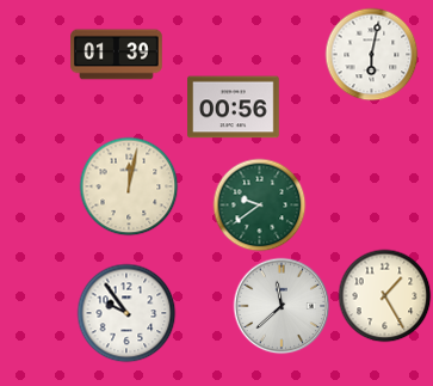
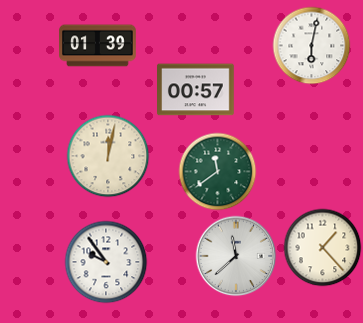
clock at (234, 108): 00:56 -> 00:57
clock at (259, 204): 9:39 -> 11:39
clock at (384, 295): 1:25 -> 1:23
